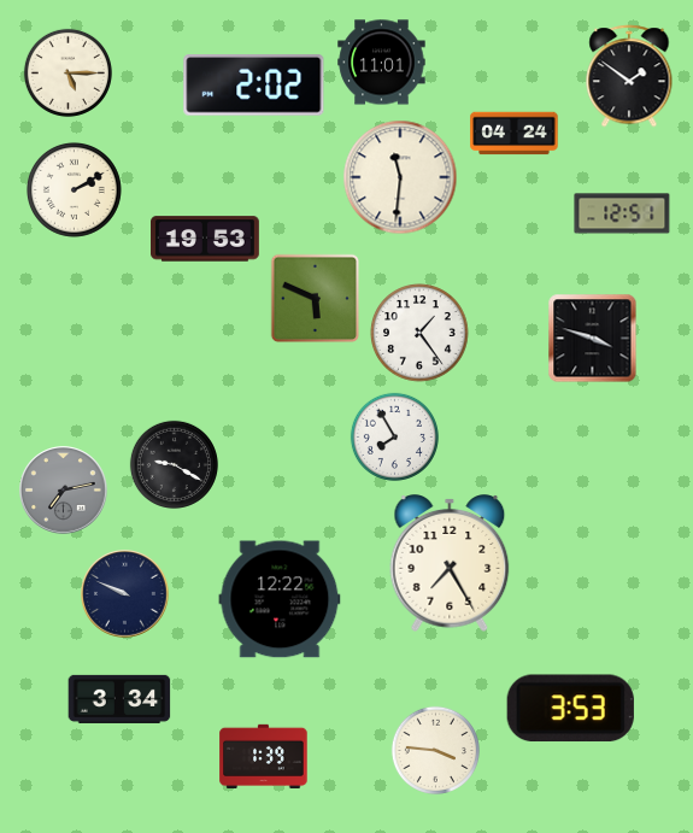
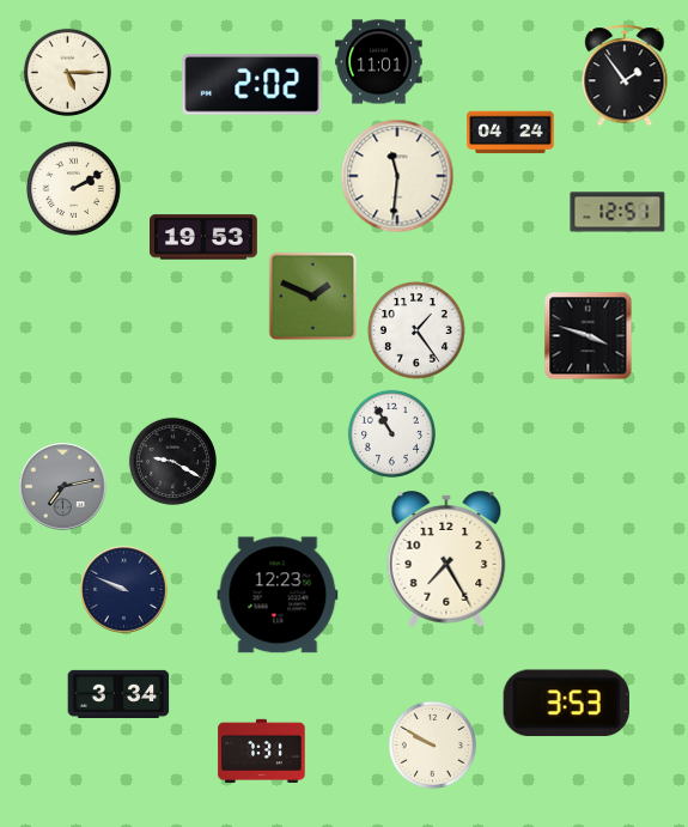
clock at (629, 76): 1:51 -> 1:54
clock at (316, 299): 5:49 -> 1:49
clock at (394, 436): 7:55 -> 10:55
clock at (280, 599): 12:22 -> 12:23
clock at (435, 750): 3:46 -> 9:50
clock at (264, 756): 1:39 -> 7:31
